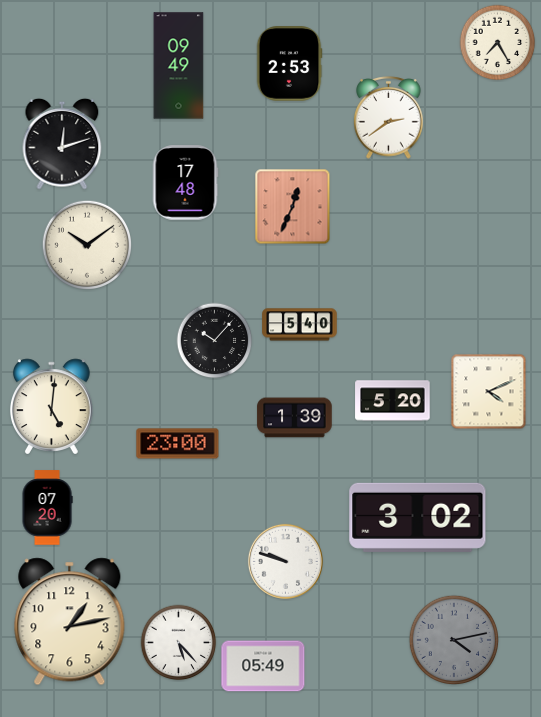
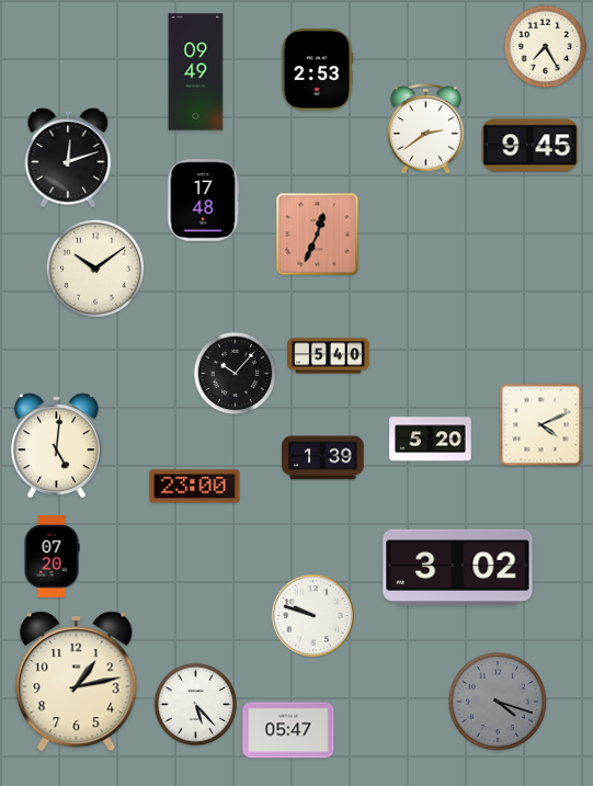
clock at (531, 146): none -> 9:45
clock at (293, 207) position: (293, 207) -> (318, 235)
clock at (489, 392) position: (489, 392) -> (541, 425)
clock at (453, 639): 4:13 -> 4:18
clock at (263, 666): 05:49 -> 05:47
